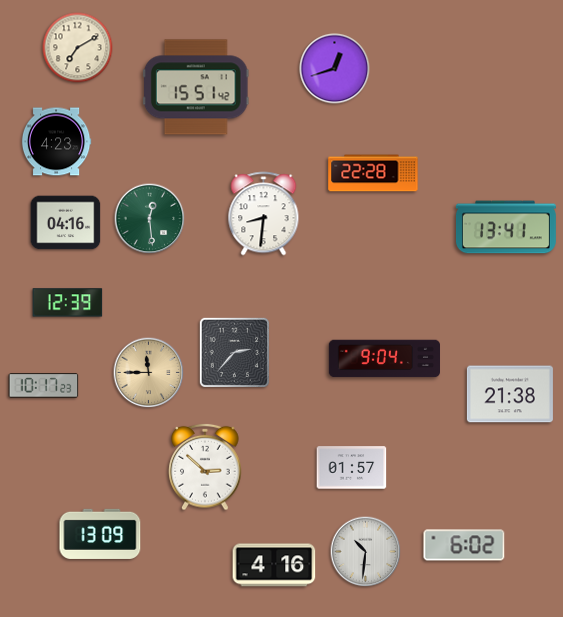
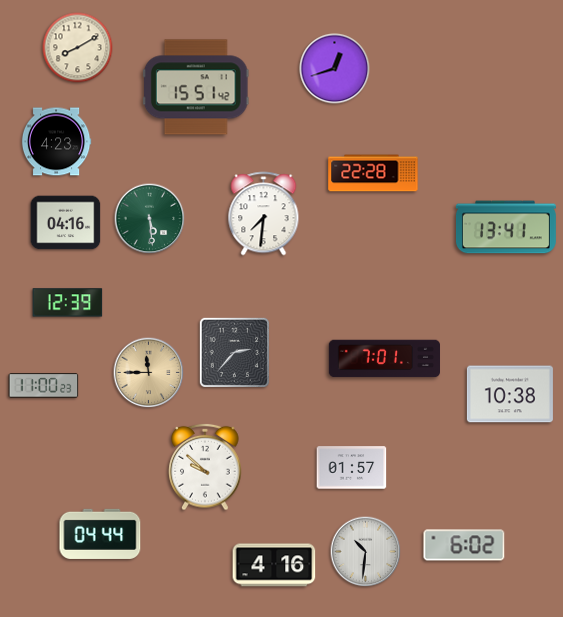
clock at (78, 48): 7:10 -> 8:10
clock at (264, 214): 8:31 -> 7:31
clock at (150, 219): 12:29 -> 5:29
clock at (384, 359): 9:04 -> 7:01
clock at (44, 386): 10:17 -> 11:00
clock at (510, 394): 21:38 -> 10:38
clock at (205, 467): 2:52 -> 9:52
clock at (100, 534): 13:09 -> 04:44
